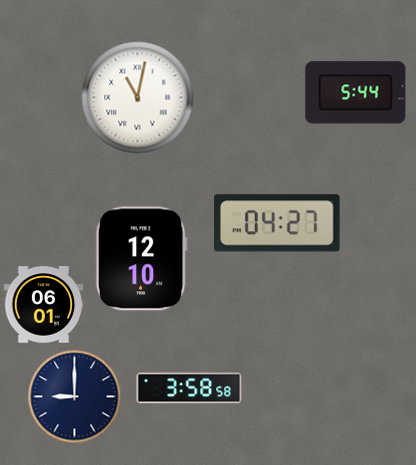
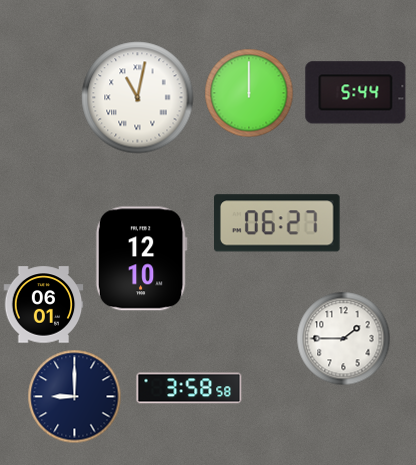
clock at (249, 93): none -> 12:00
clock at (278, 223): 04:27 -> 06:27
clock at (344, 339): none -> 1:45
